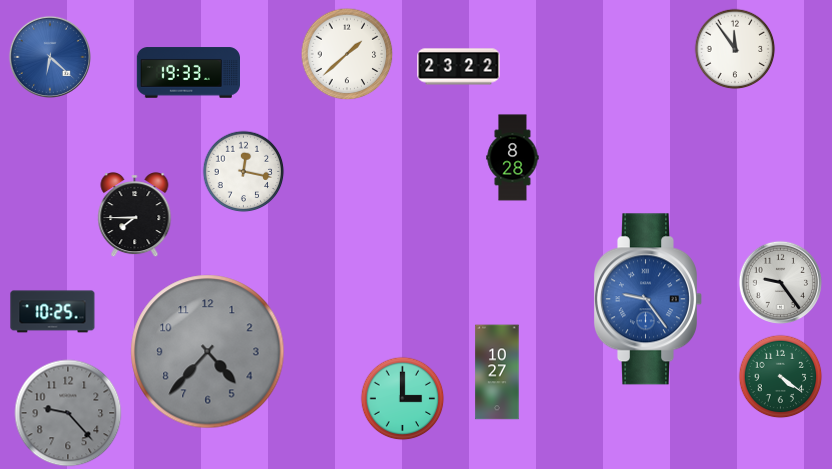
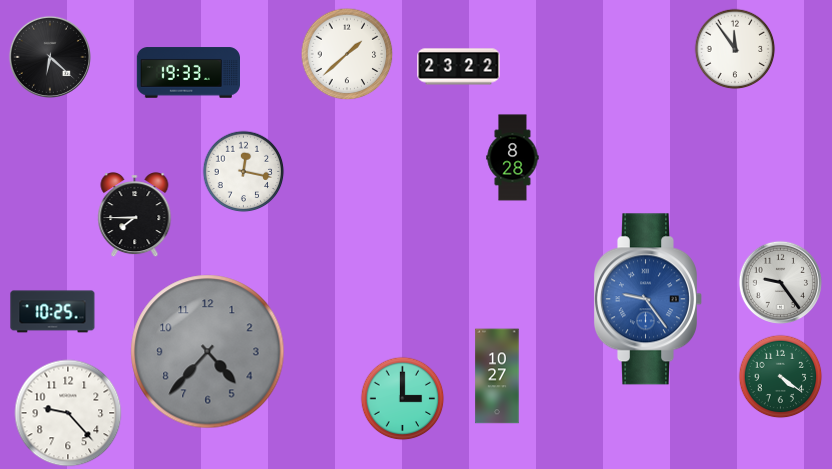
clock at (50, 57) dial: blue -> black
clock at (497, 372) position: (497, 372) -> (497, 376)
clock at (68, 413) dial: grey -> white
